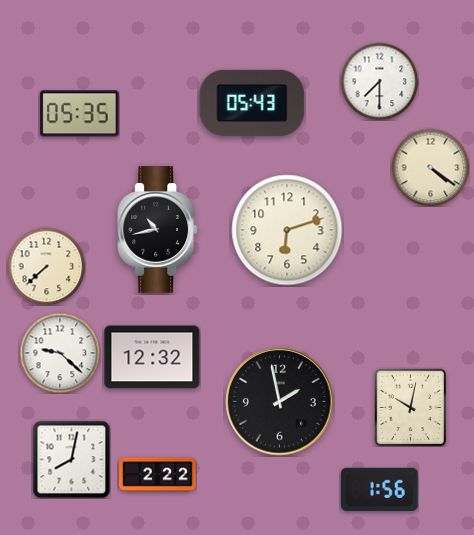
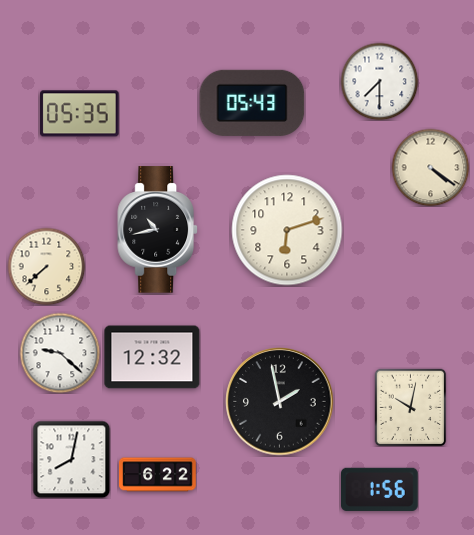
clock at (158, 475): 2:22 -> 6:22
